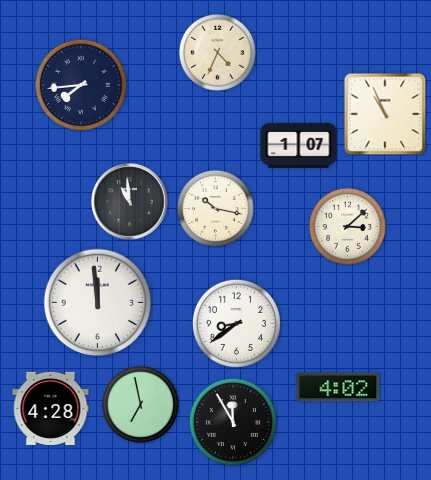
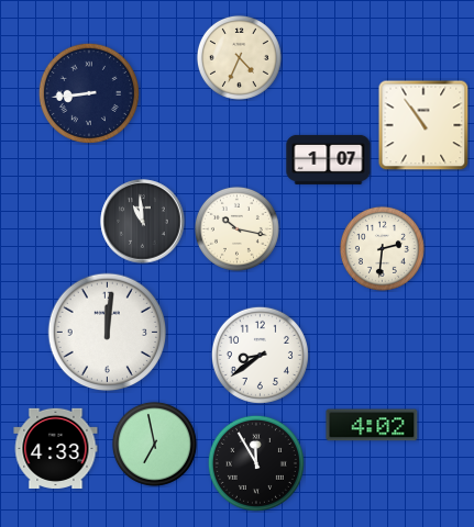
clock at (81, 85): 7:44 -> 8:44
clock at (385, 114): 10:56 -> 10:54
clock at (347, 226): 3:08 -> 2:31
clock at (98, 303): 11:59 -> 12:01
clock at (51, 408): 4:28 -> 4:33
